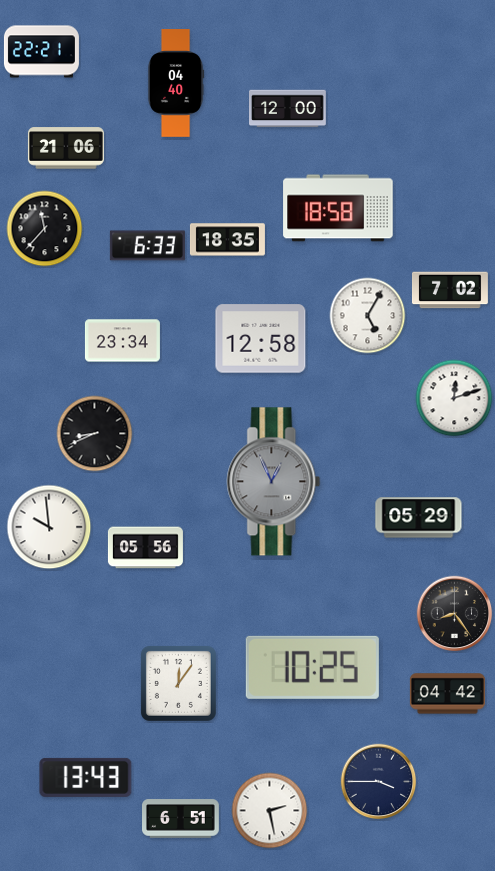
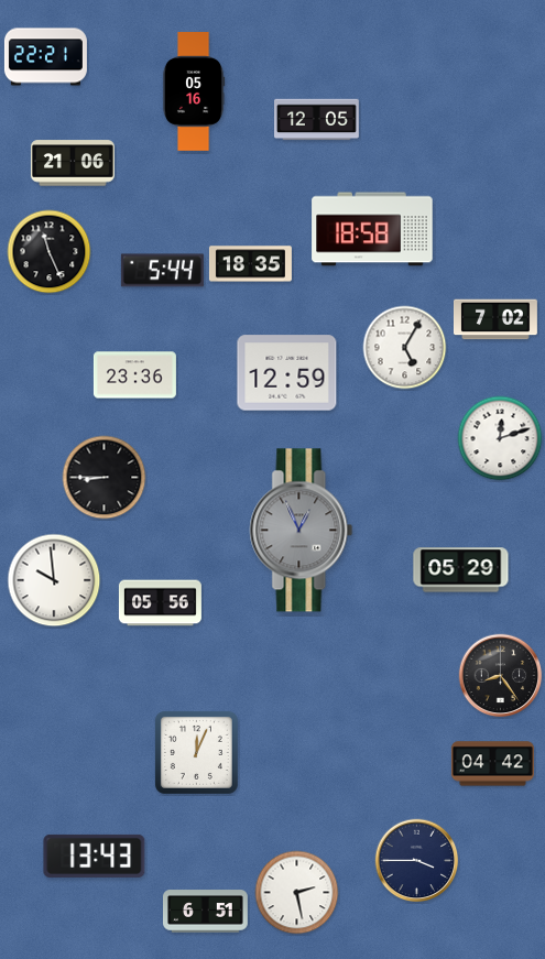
clock at (176, 83): 04:40 -> 05:16
clock at (288, 109): 12:00 -> 12:05
clock at (45, 229): 11:37 -> 11:26
clock at (147, 246): 6:33 -> 5:44
clock at (261, 339): 12:58 -> 12:59
clock at (122, 341): 23:34 -> 23:36
clock at (95, 434): 8:41 -> 8:45
clock at (312, 667): 10:25 -> none
clock at (178, 683): 12:06 -> 12:04
clock at (181, 819) position: (181, 819) -> (206, 912)
